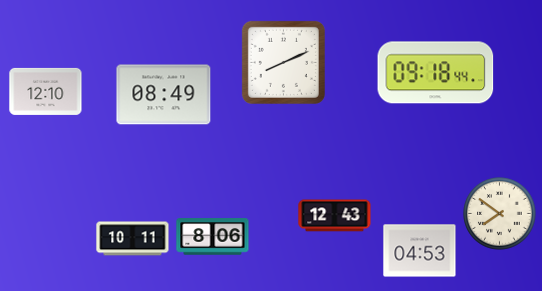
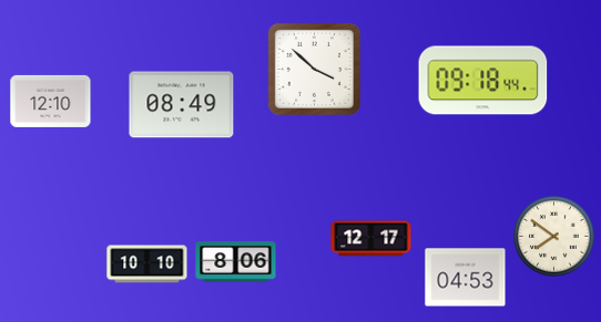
clock at (283, 62): 8:11 -> 3:52
clock at (335, 216): 12:43 -> 12:17
clock at (133, 239): 10:11 -> 10:10
